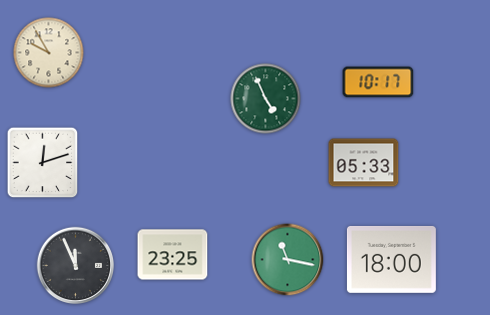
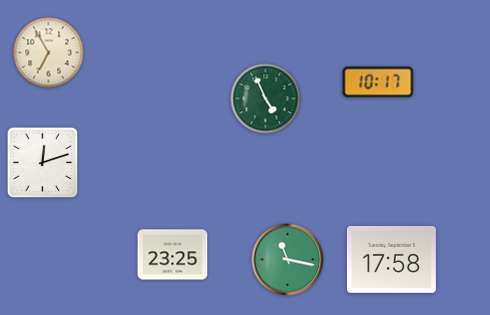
clock at (49, 53): 9:55 -> 6:55
clock at (364, 163): 05:33 -> none
clock at (391, 259): 18:00 -> 17:58
clock at (75, 265): 11:56 -> none
